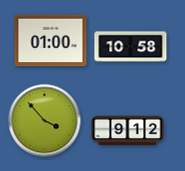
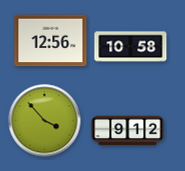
clock at (51, 41): 01:00 -> 12:56
